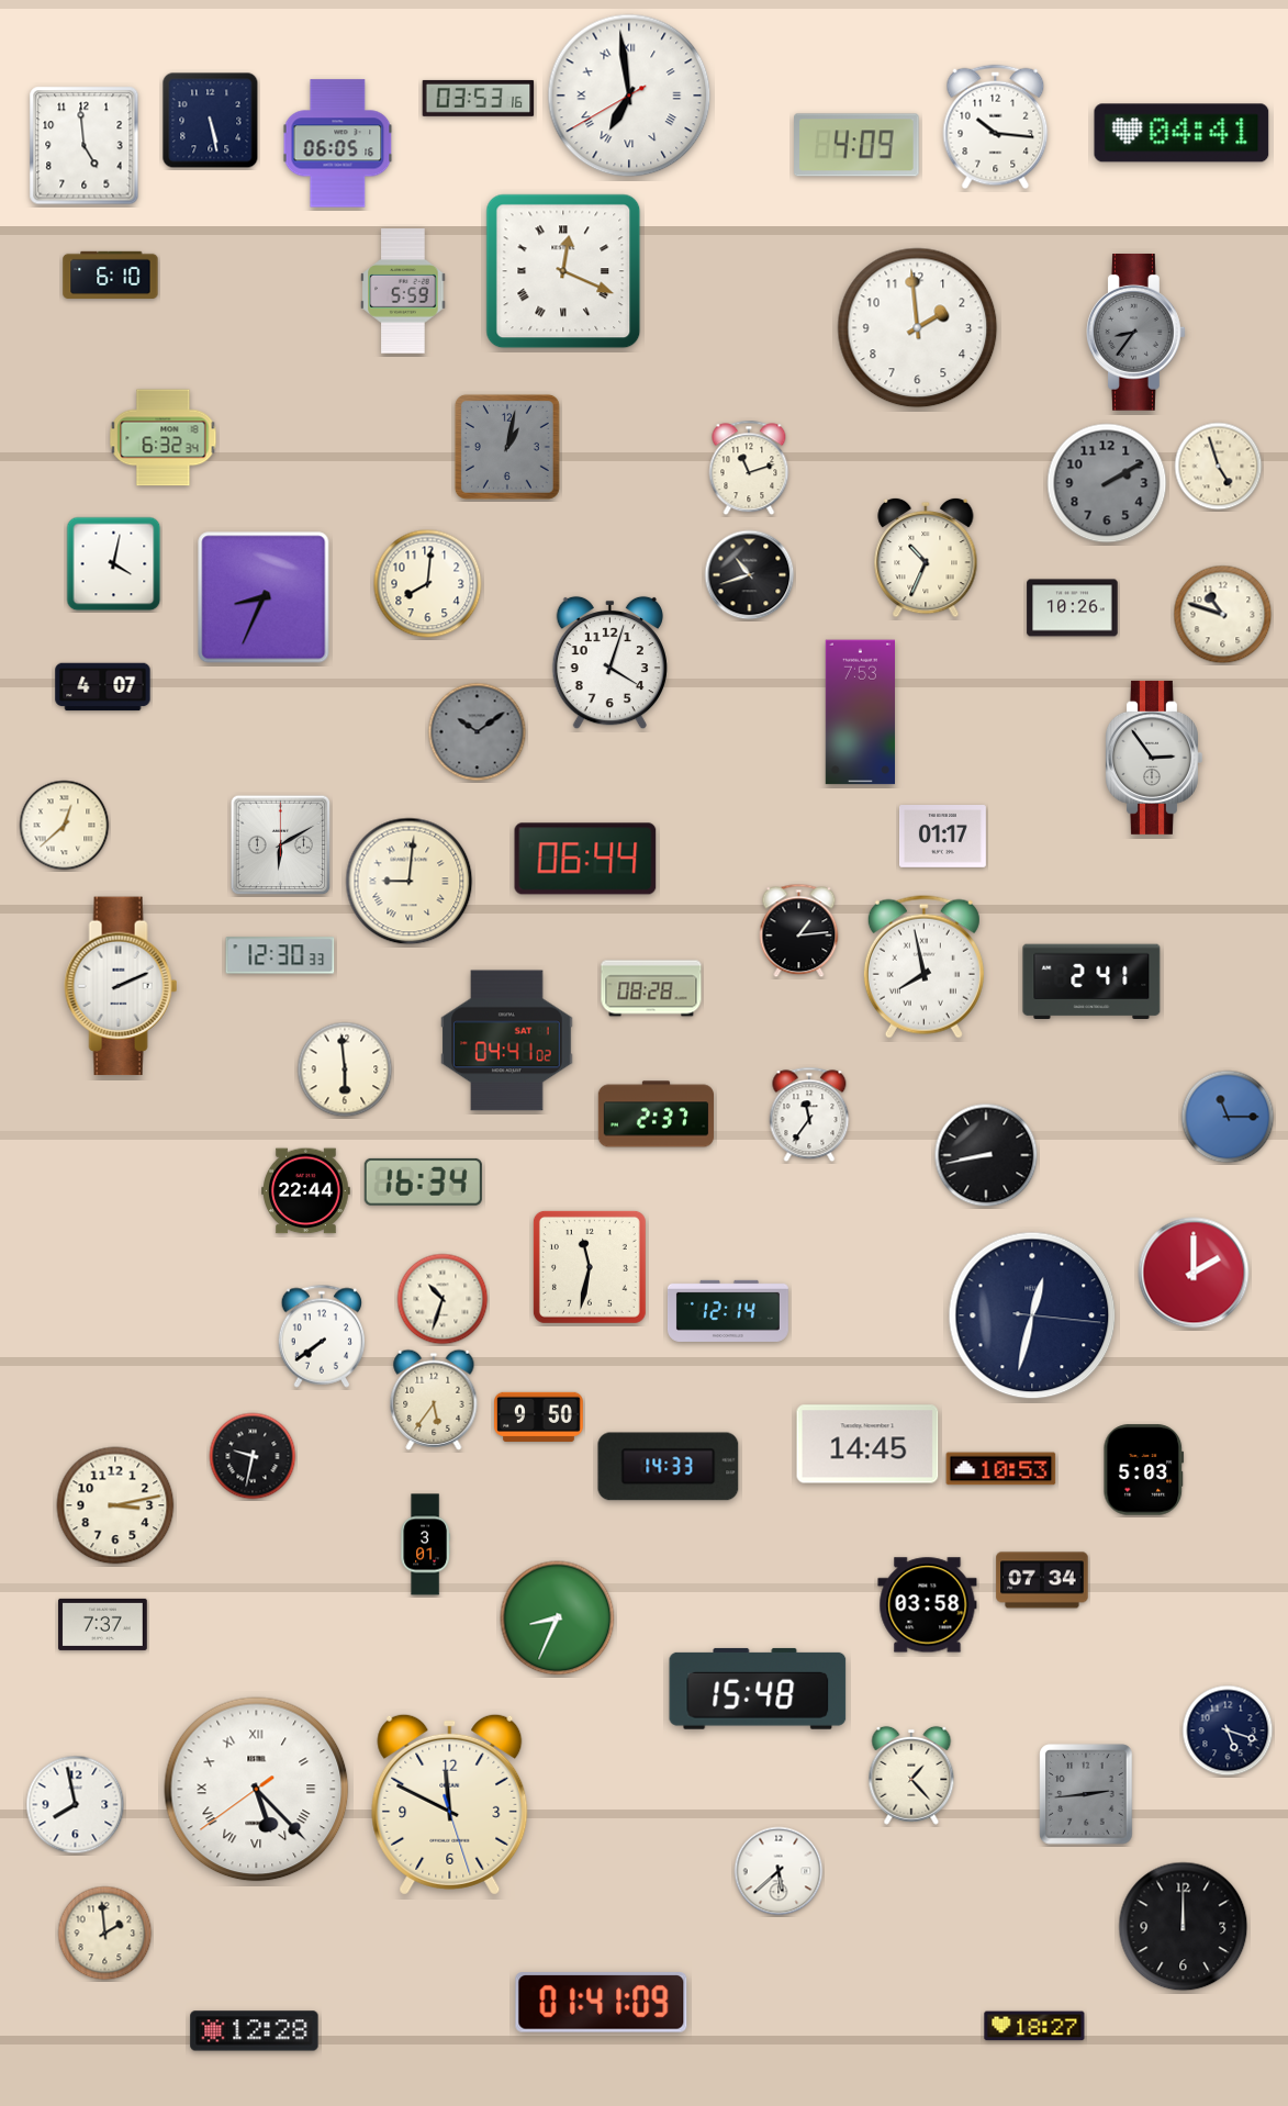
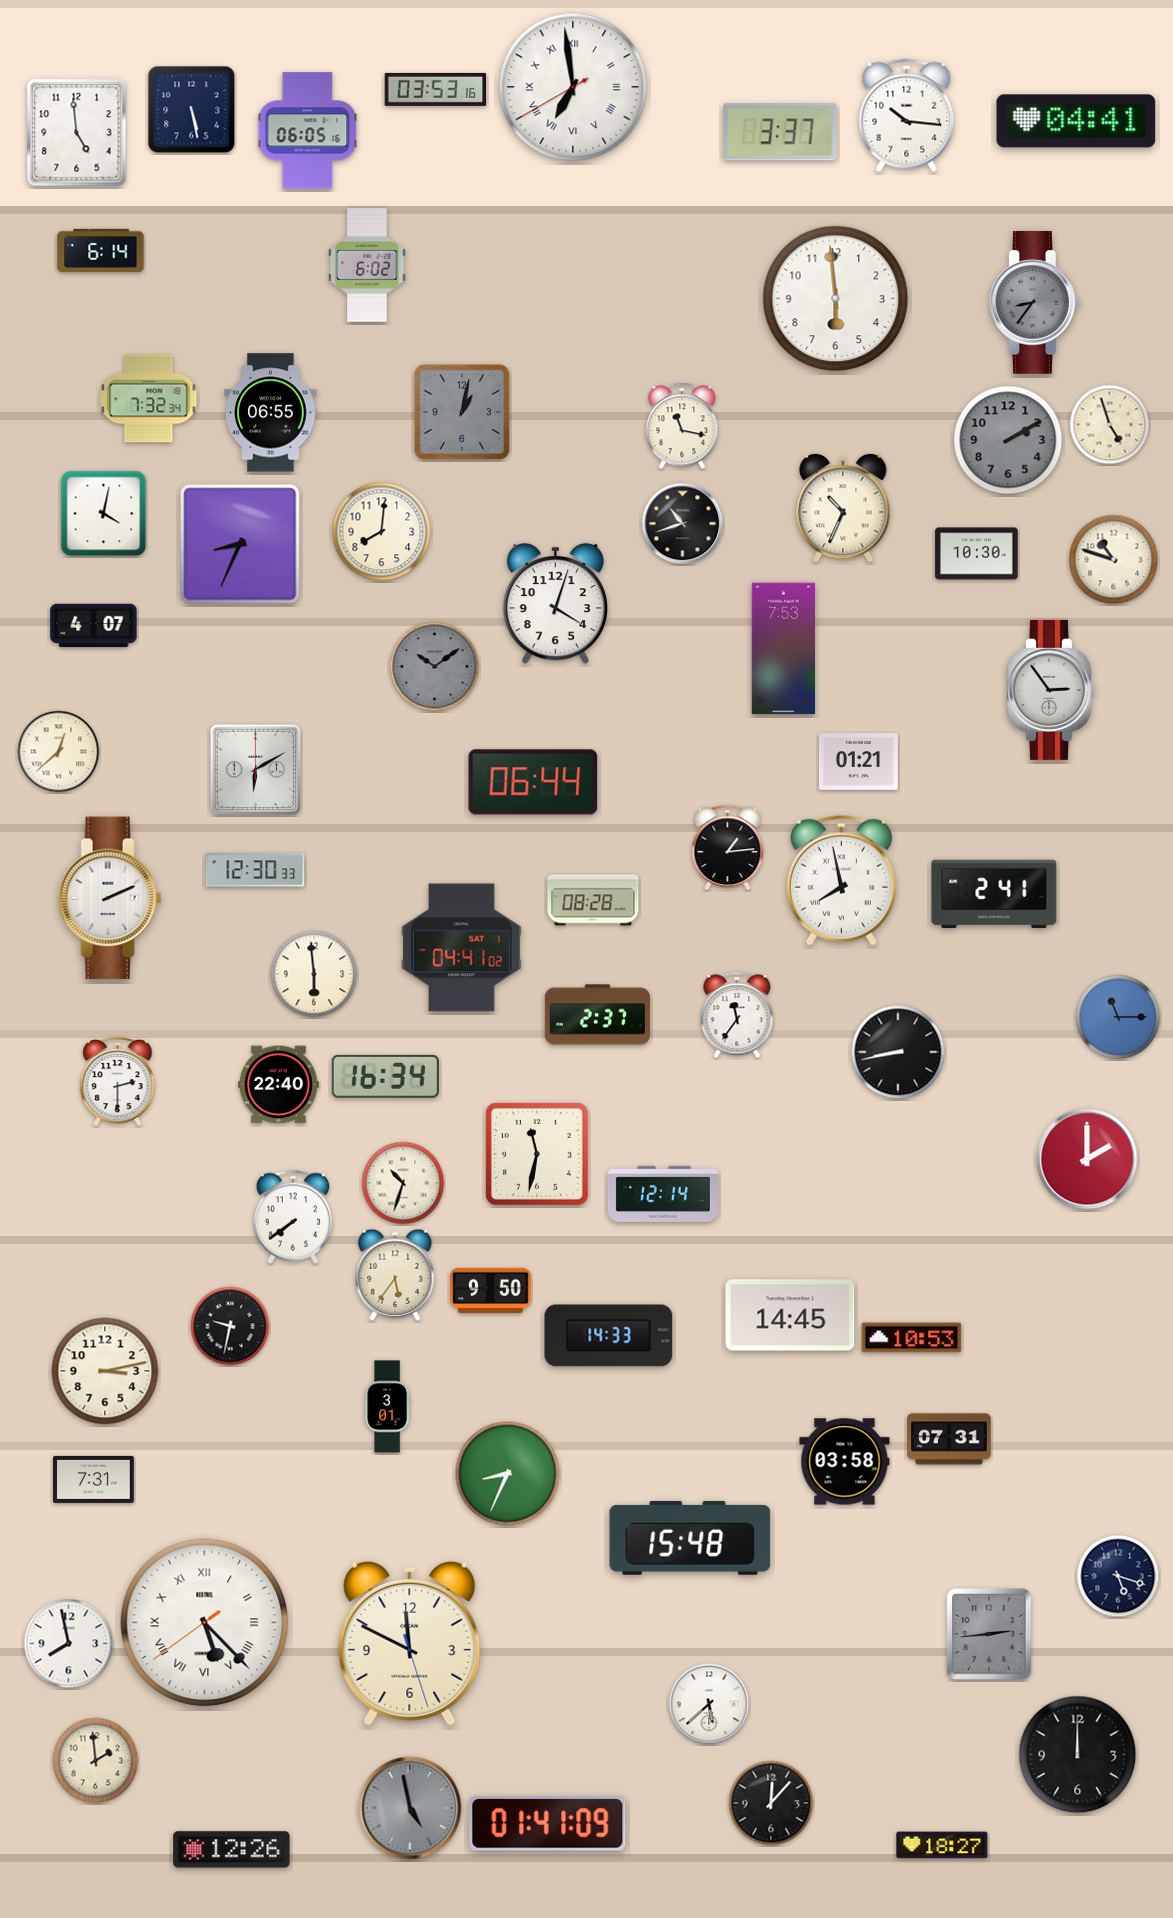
clock at (856, 145): 4:09 -> 3:37
clock at (563, 271): 12:19 -> none
clock at (111, 275): 6:10 -> 6:14
clock at (403, 291): 5:59 -> 6:02
clock at (918, 328): 1:59 -> 5:59
clock at (164, 438): 6:32 -> 7:32
clock at (507, 447) position: (507, 447) -> (462, 412)
clock at (271, 413): none -> 06:55
clock at (749, 468): 11:12 -> 11:17
clock at (428, 584) position: (428, 584) -> (382, 532)
clock at (1073, 608): 10:26 -> 10:30
clock at (942, 837): 01:17 -> 01:21
clock at (410, 882): 9:01 -> none
clock at (118, 1082): none -> 2:30
clock at (306, 1191): 22:44 -> 22:40
clock at (1032, 1315): 12:32 -> none
clock at (1144, 1470): 5:03 -> none
clock at (1042, 1580): 07:34 -> 07:31
clock at (103, 1624): 7:37 -> 7:31
clock at (911, 1775): 1:23 -> none
clock at (257, 1790) position: (257, 1790) -> (205, 1623)
clock at (771, 1803): none -> 12:07
clock at (410, 1808): none -> 4:58
clock at (255, 2031): 12:28 -> 12:26
